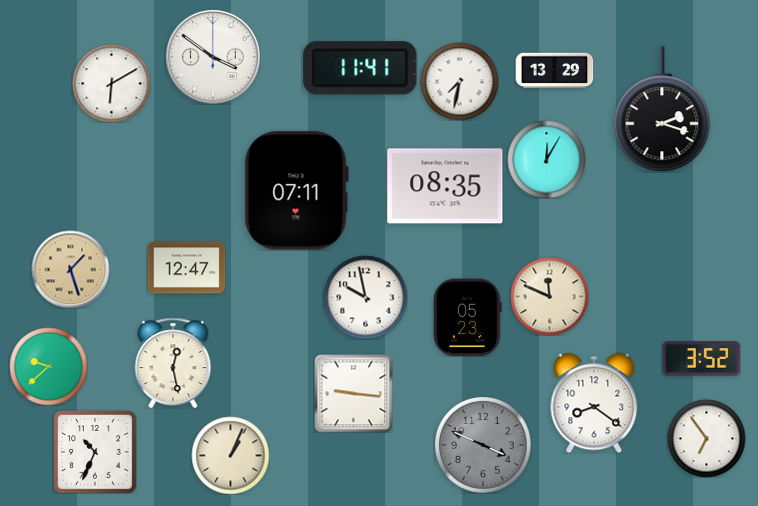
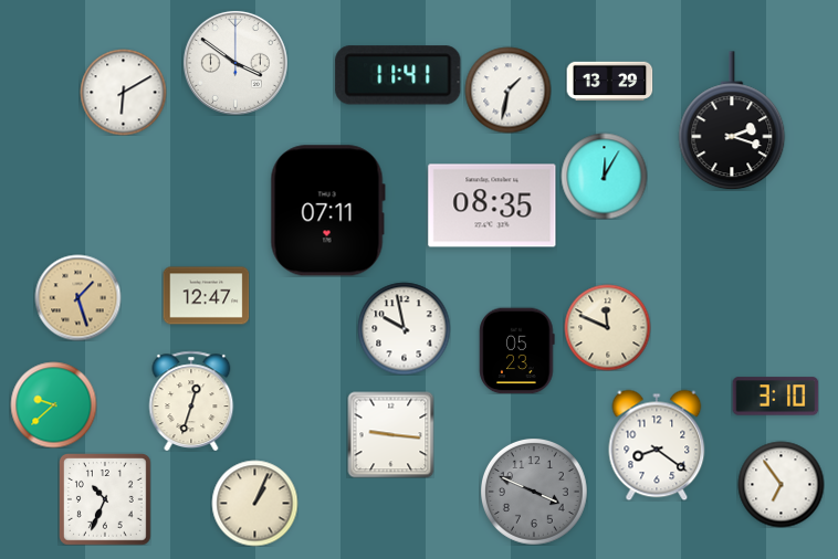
clock at (554, 70) position: (554, 70) -> (609, 81)
clock at (459, 81): 7:32 -> 1:32
clock at (701, 359): 3:52 -> 3:10
clock at (173, 363): 12:28 -> 12:33
